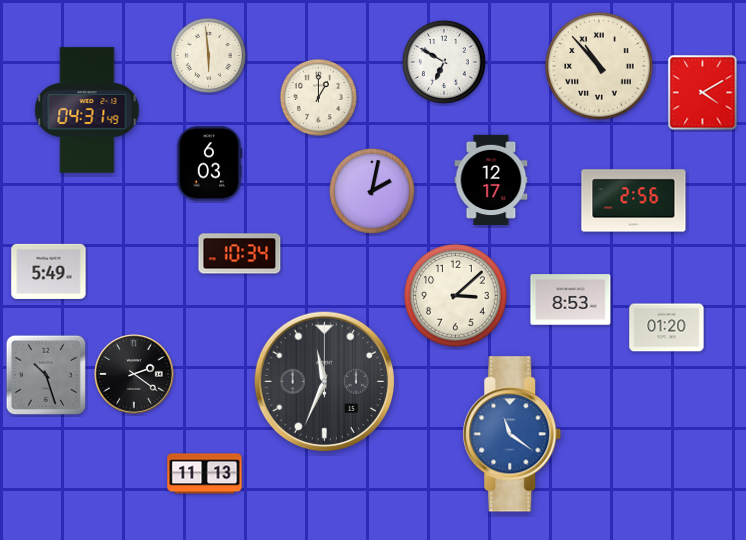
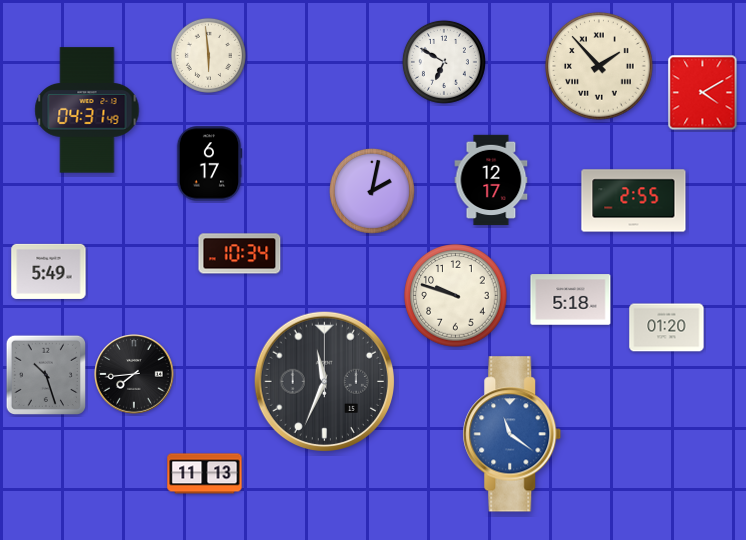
clock at (599, 66): 10:53 -> 1:53
clock at (318, 97): 1:00 -> none
clock at (209, 164): 6:03 -> 6:17
clock at (634, 201): 2:56 -> 2:55
clock at (456, 296): 3:08 -> 9:48
clock at (571, 300): 8:53 -> 5:18
clock at (134, 374): 2:21 -> 7:44
